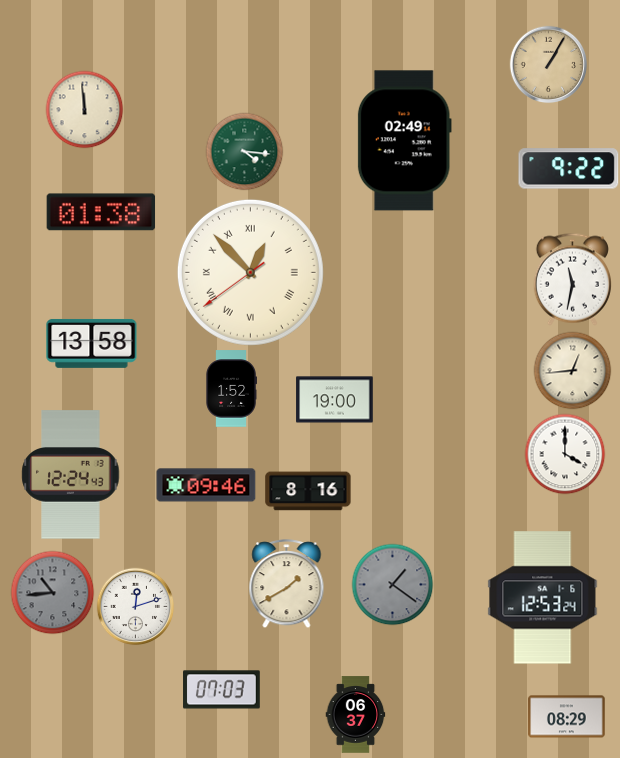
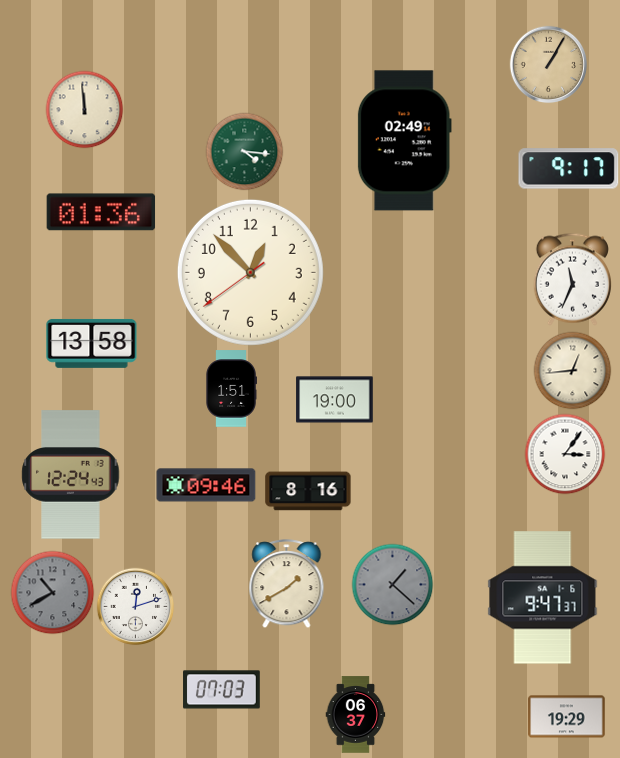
clock at (569, 169): 9:22 -> 9:17
clock at (101, 212): 01:38 -> 01:36
clock at (250, 272) numerals: Roman -> Arabic
clock at (572, 279): 11:32 -> 11:34
clock at (231, 389): 1:52 -> 1:51
clock at (565, 454): 4:00 -> 3:06
clock at (392, 584): 1:21 -> 1:22
clock at (52, 592): 10:44 -> 10:40
clock at (543, 598): 12:53 -> 9:47
clock at (567, 717): 08:29 -> 19:29
